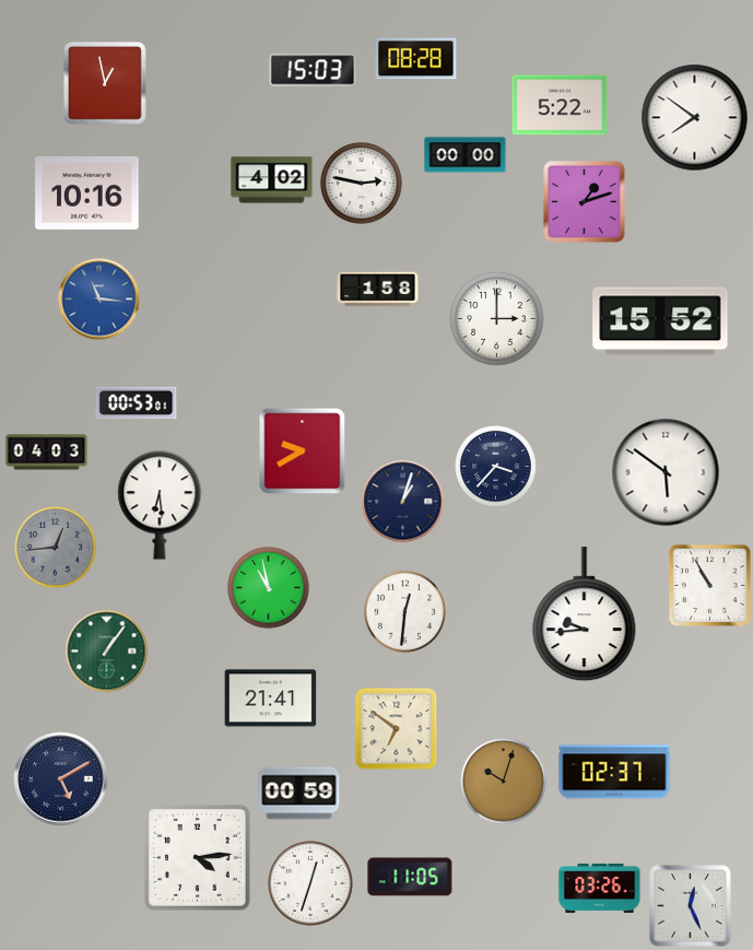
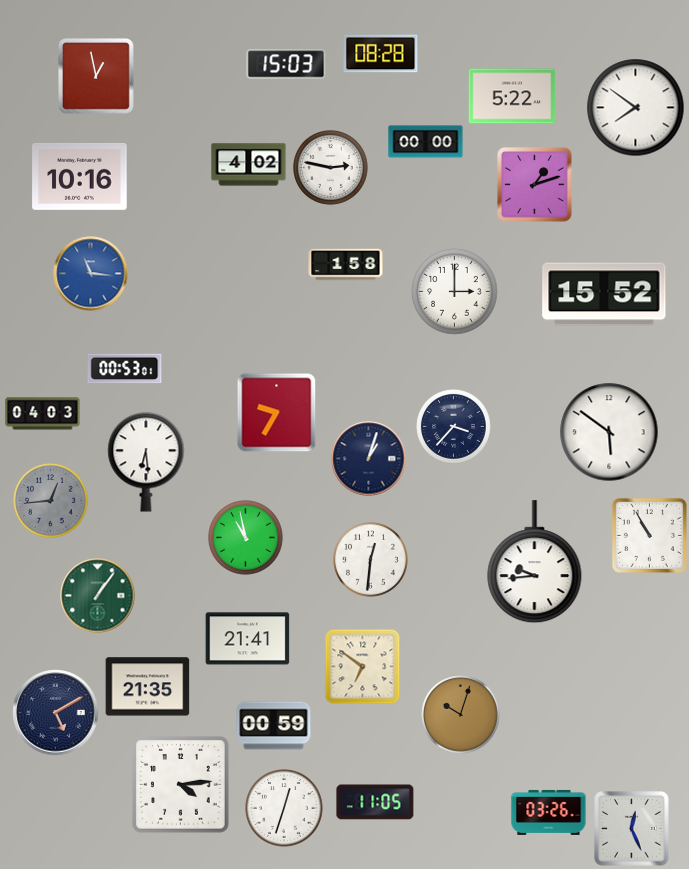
clock at (303, 451): 9:40 -> 9:35
clock at (148, 687): none -> 21:35
clock at (614, 772): 02:37 -> none
